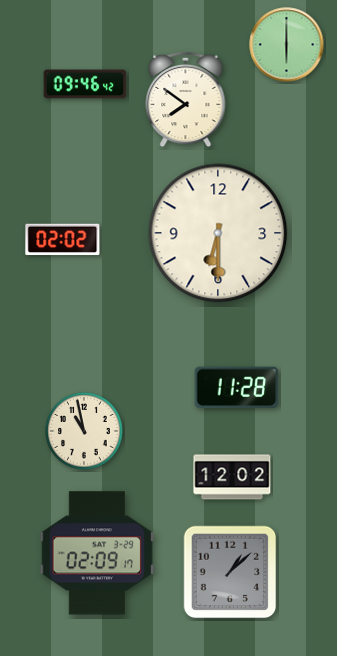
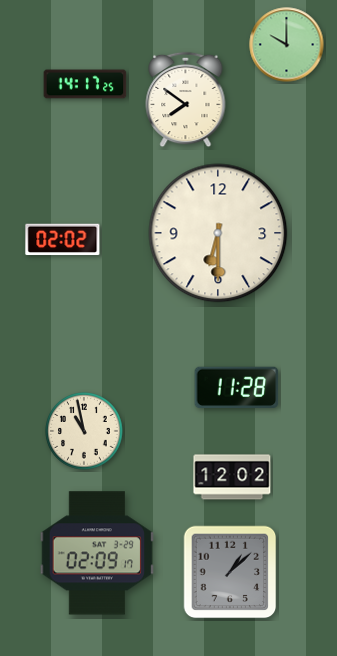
clock at (287, 45): 6:00 -> 10:00
clock at (85, 84): 09:46 -> 14:17
